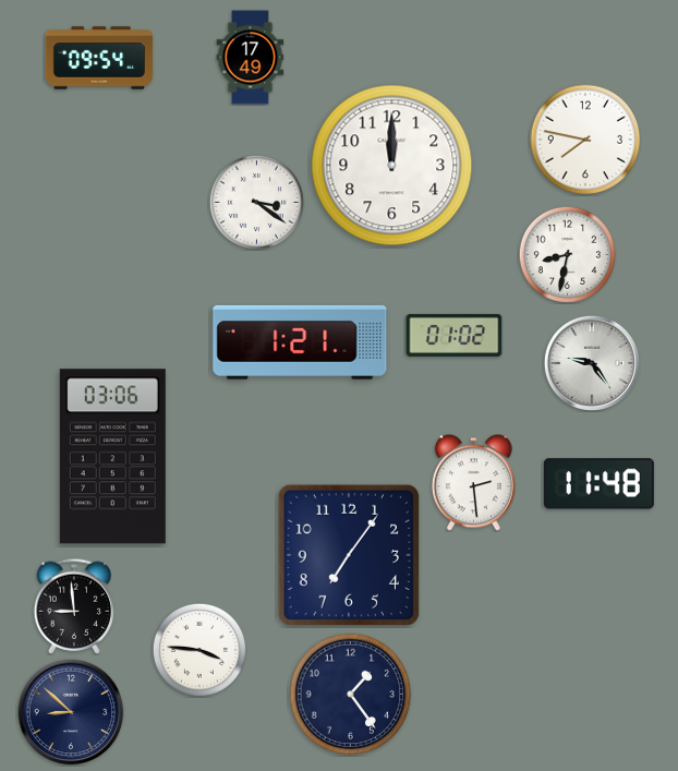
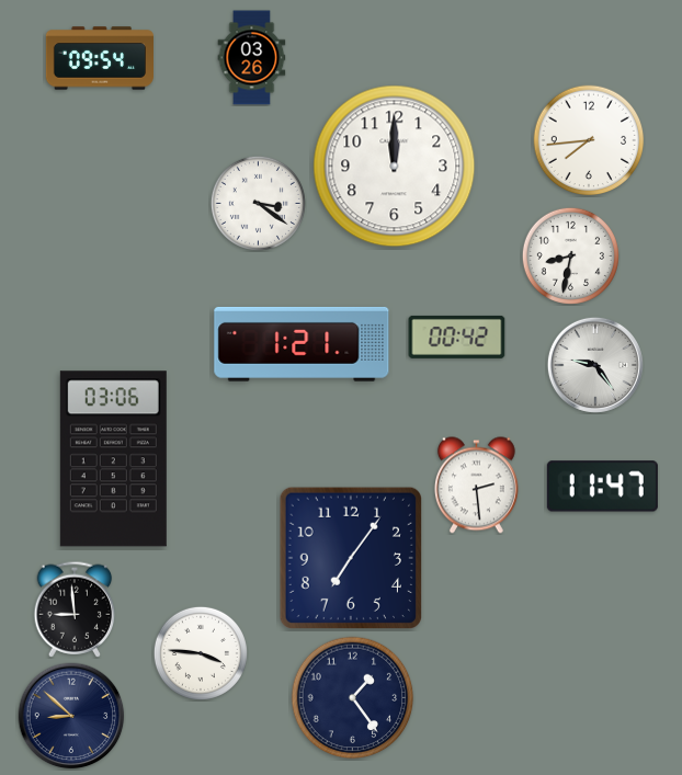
clock at (251, 58): 17:49 -> 03:26
clock at (585, 140): 7:47 -> 7:44
clock at (455, 335): 01:02 -> 00:42
clock at (598, 484): 11:48 -> 11:47
